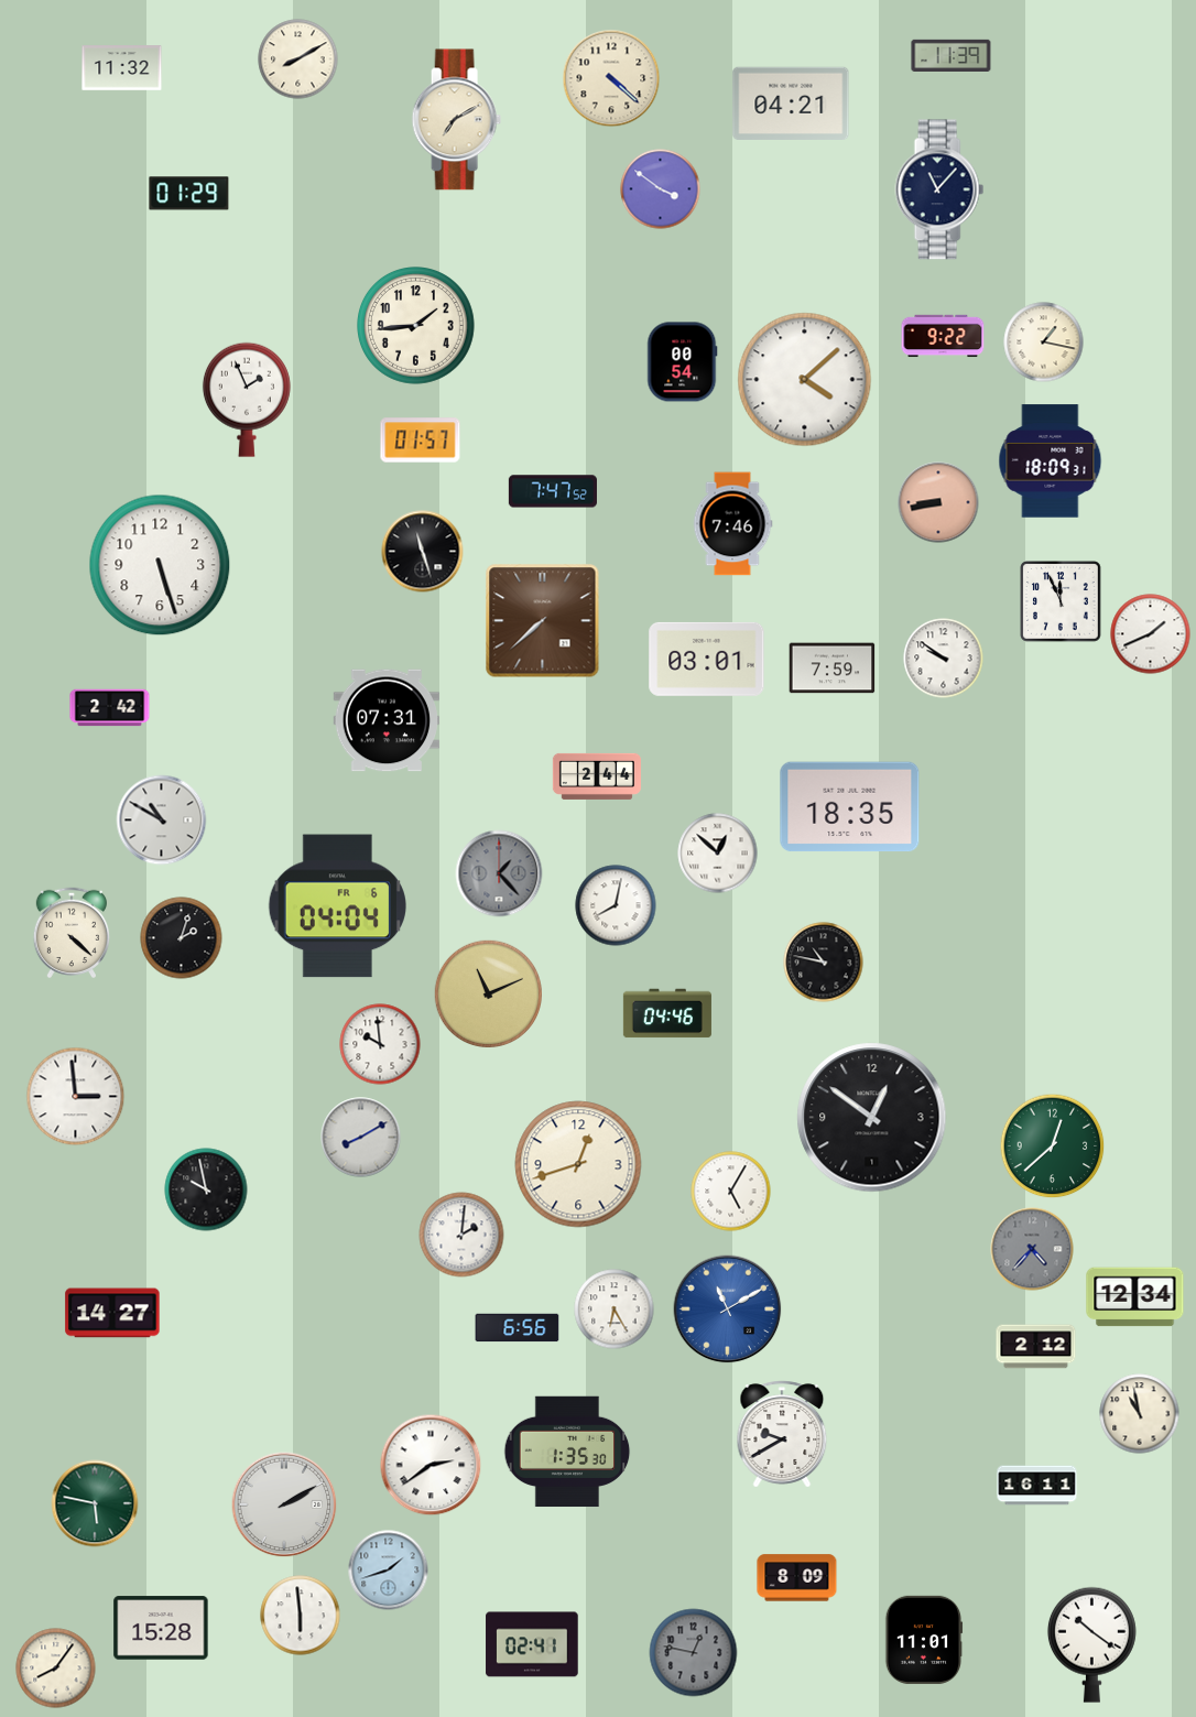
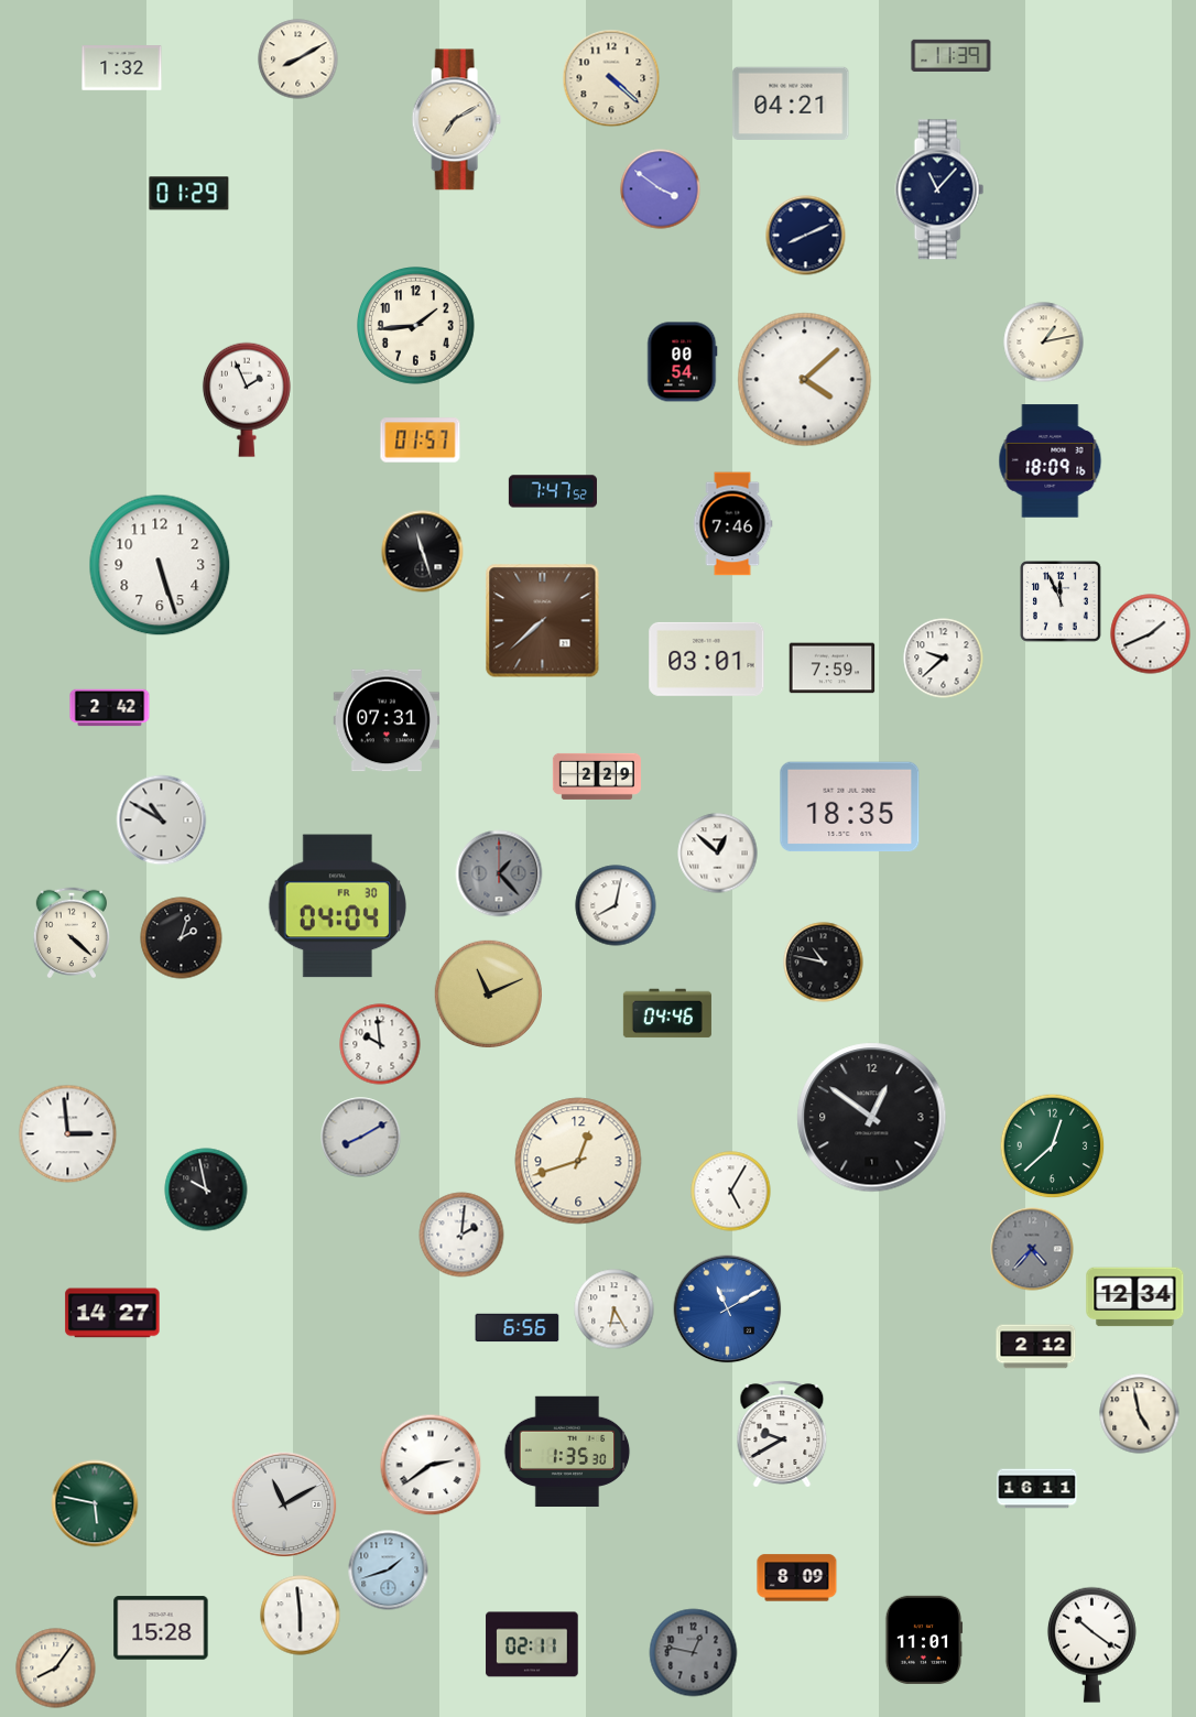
clock at (122, 68): 11:32 -> 1:32
clock at (806, 236): none -> 8:11
clock at (943, 336): 9:22 -> none
clock at (1044, 343): 1:17 -> 1:13
clock at (1051, 461): 18:09:31 -> 18:09:16
clock at (938, 502): 8:43 -> none
clock at (944, 659): 9:51 -> 9:38
clock at (597, 776): 2:44 -> 2:29
clock at (337, 906) date: FR 6 -> FR 30
clock at (76, 1097) position: (76, 1097) -> (68, 1134)
clock at (578, 1164) position: (578, 1164) -> (578, 1161)
clock at (1140, 1414): 10:58 -> 4:58
clock at (1037, 1486) position: (1037, 1486) -> (1037, 1489)
clock at (284, 1504): 2:10 -> 11:10
clock at (532, 1644): 02:41 -> 02:11
